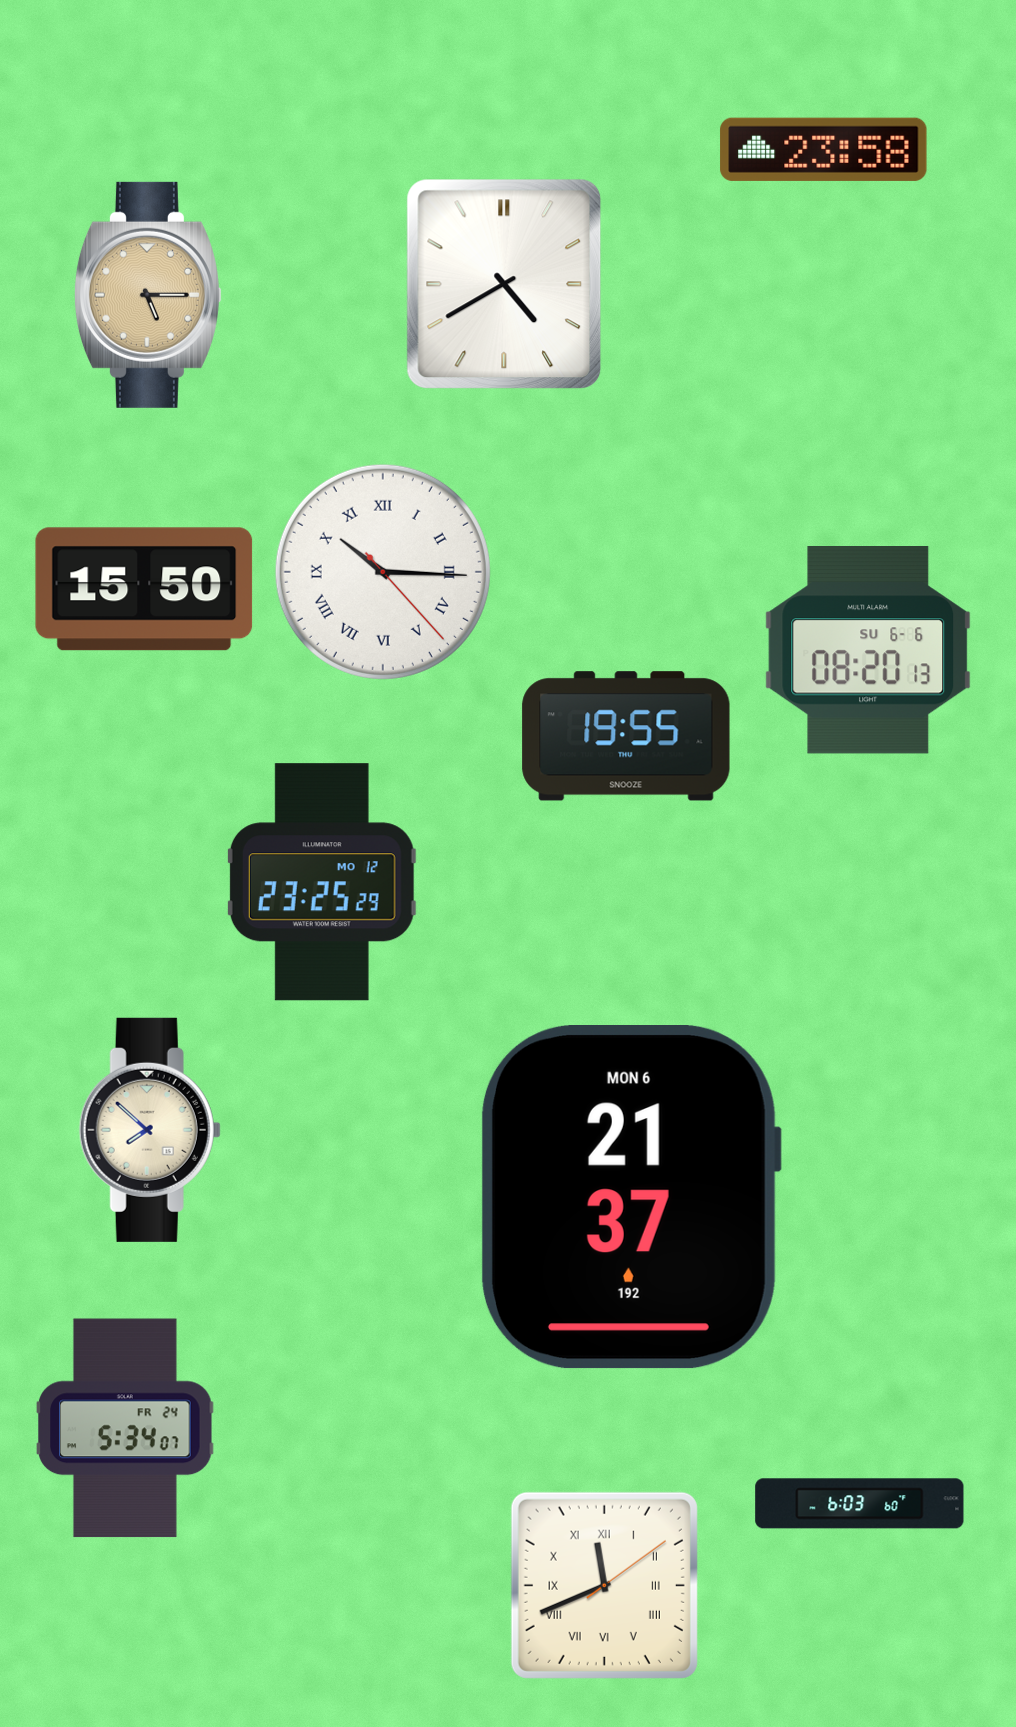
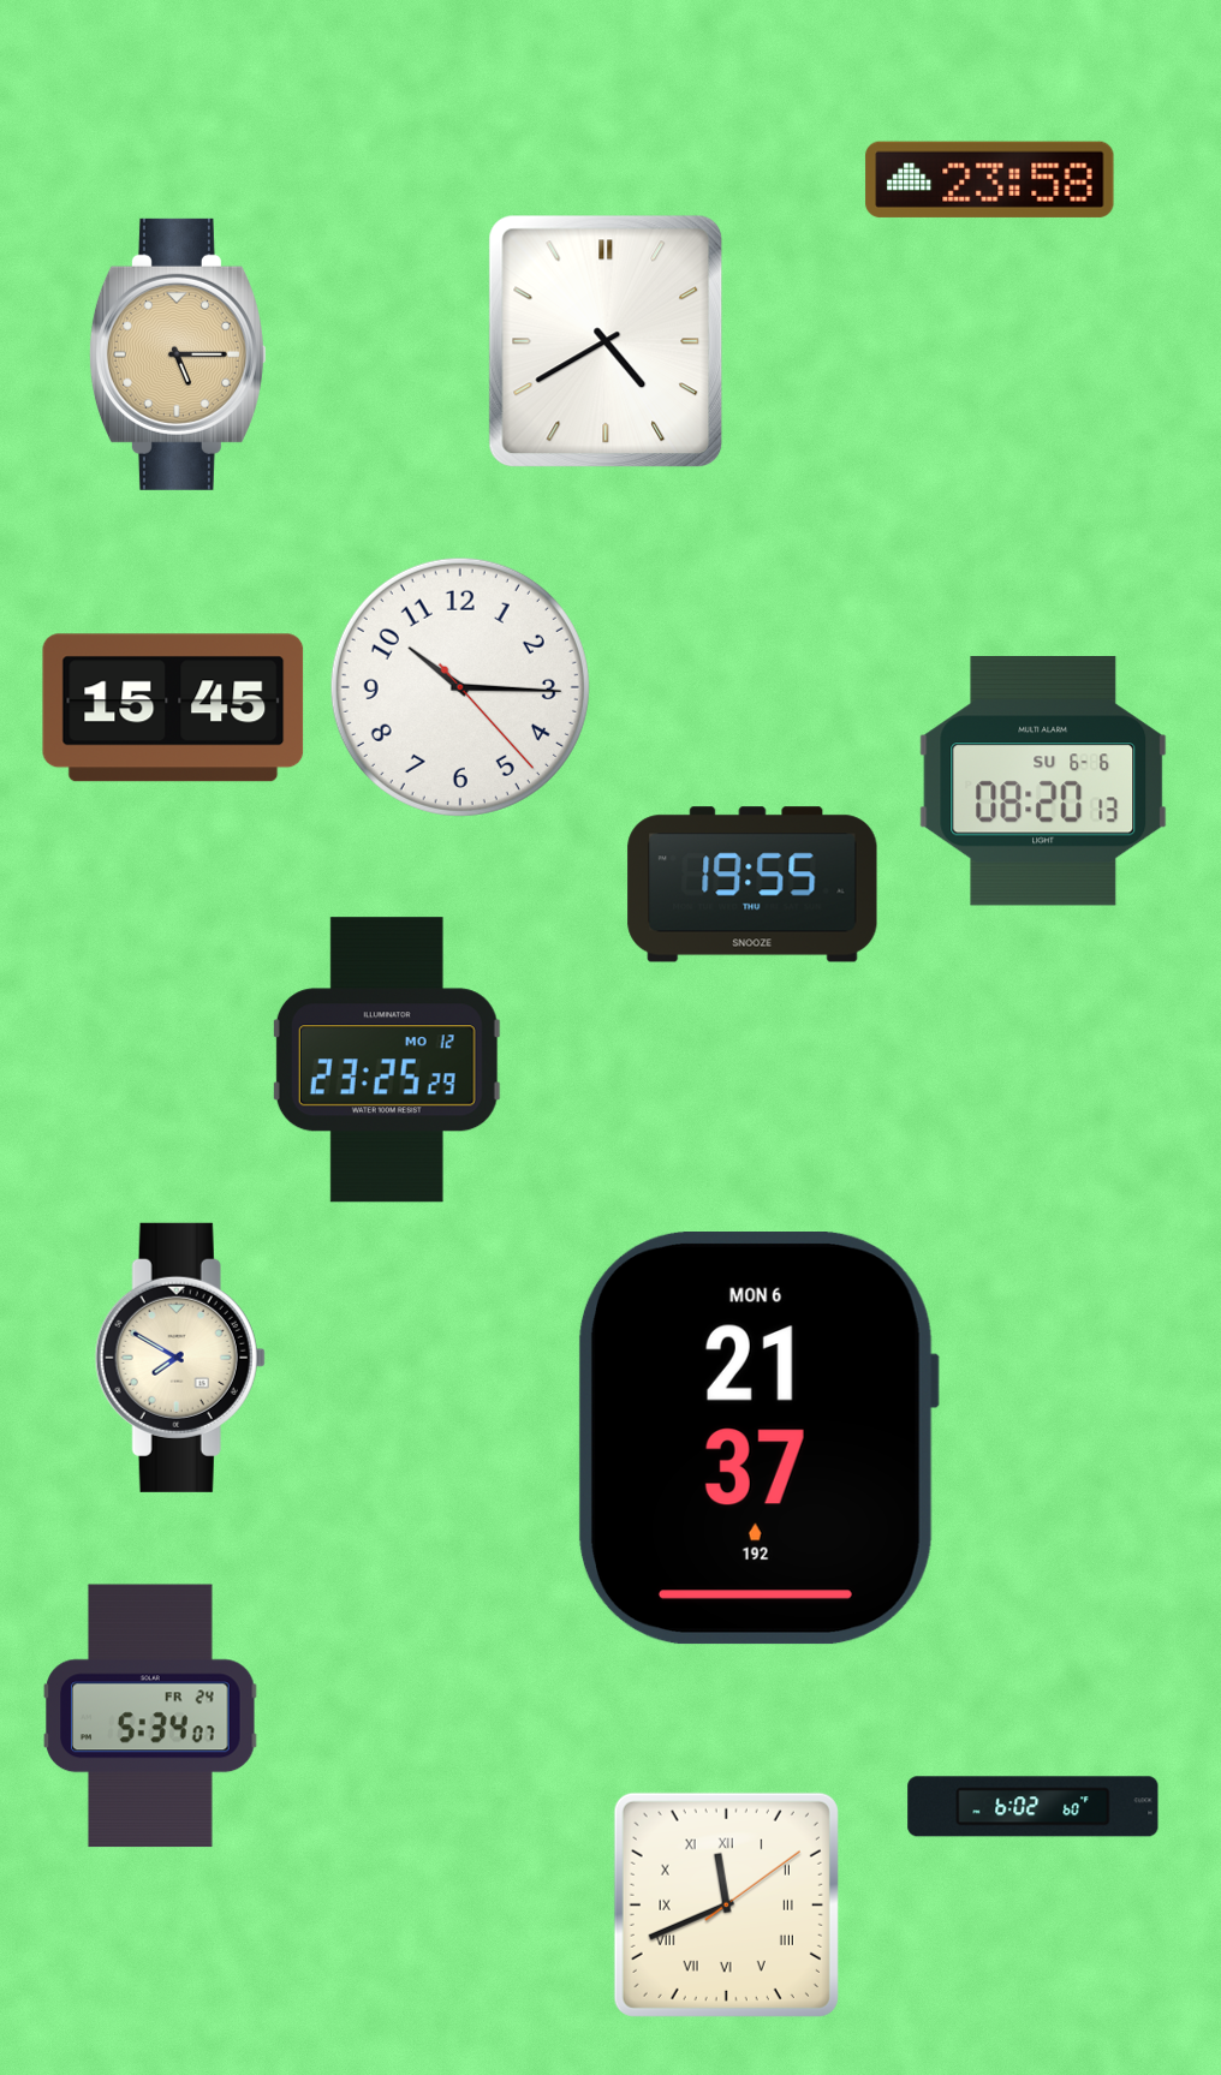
clock at (383, 572) numerals: Roman -> Arabic
clock at (144, 589): 15:50 -> 15:45
clock at (150, 1130): 7:52 -> 7:50
clock at (860, 1504): 6:03 -> 6:02
